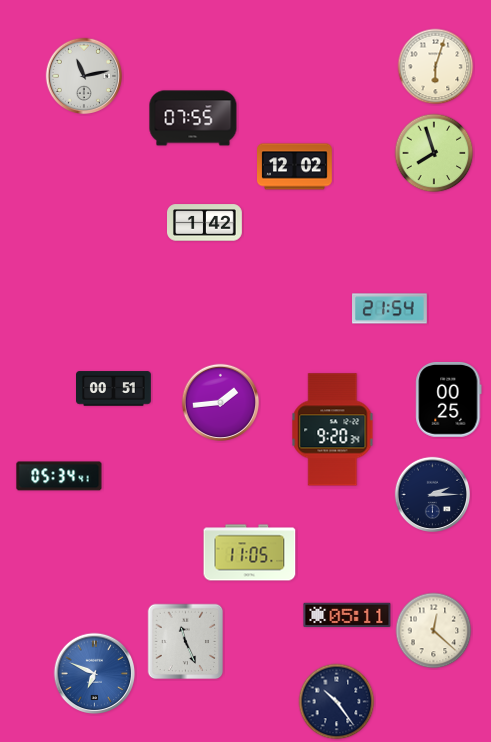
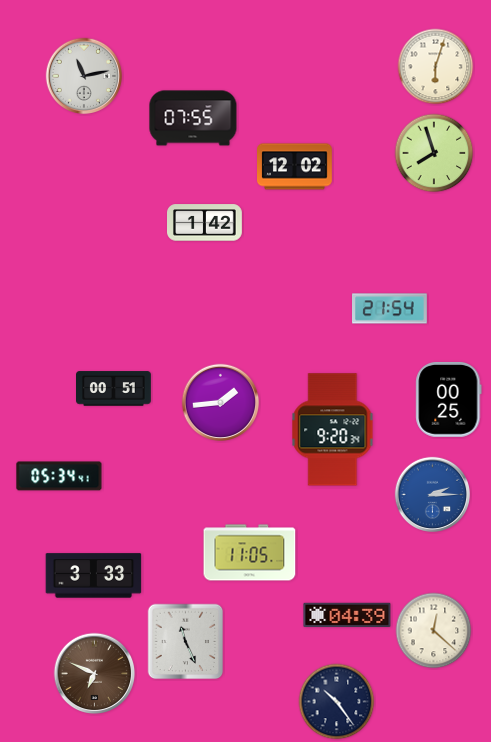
clock at (432, 494) dial: navy -> blue
clock at (94, 576): none -> 3:33
clock at (347, 615): 05:11 -> 04:39
clock at (95, 674) dial: blue -> brown
